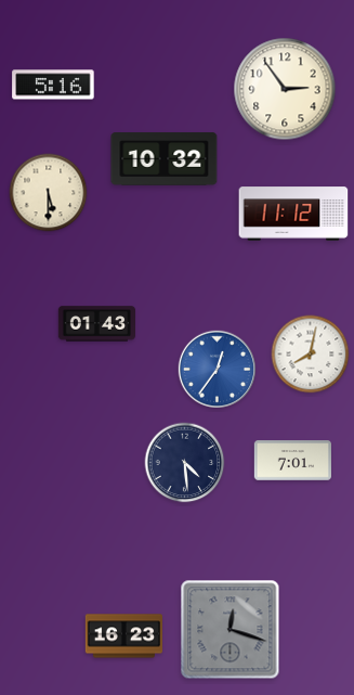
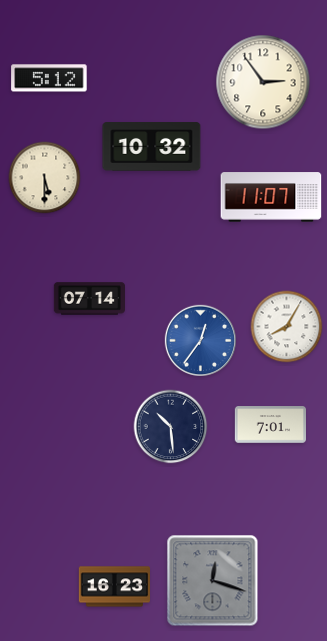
clock at (53, 85): 5:16 -> 5:12
clock at (293, 214): 11:12 -> 11:07
clock at (96, 324): 01:43 -> 07:14
clock at (311, 355): 8:02 -> 8:05
clock at (185, 463): 4:29 -> 10:29
